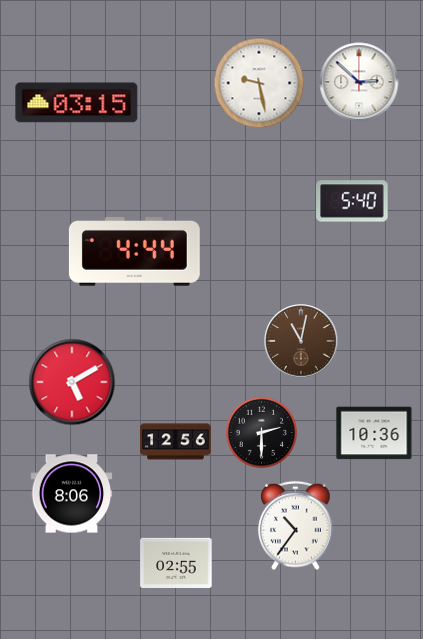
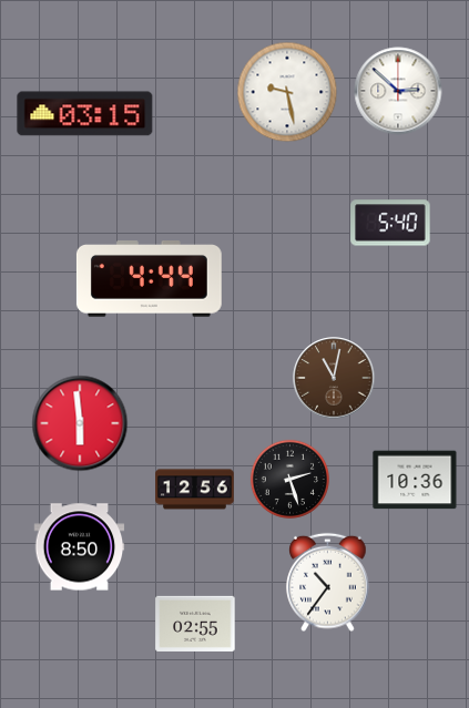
clock at (72, 382): 5:10 -> 5:59
clock at (261, 432): 2:30 -> 2:27
clock at (72, 494): 8:06 -> 8:50
